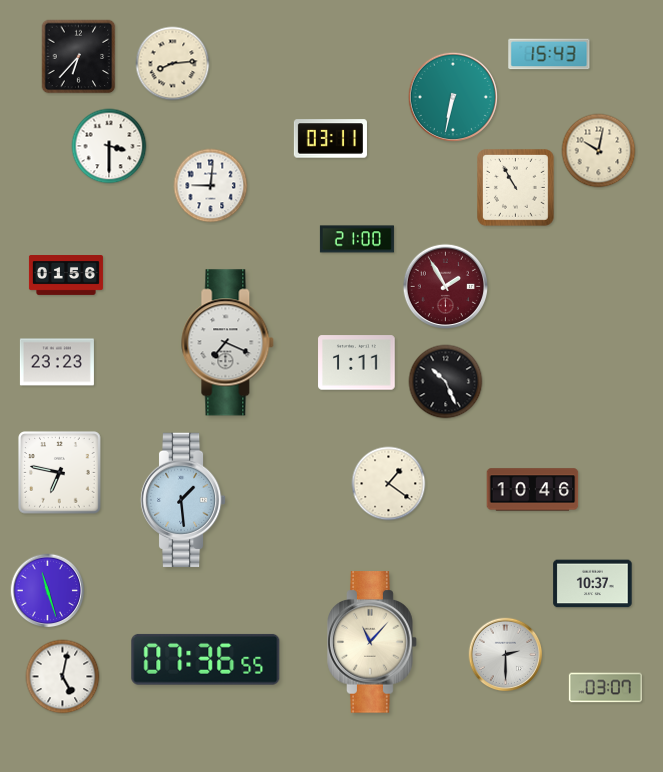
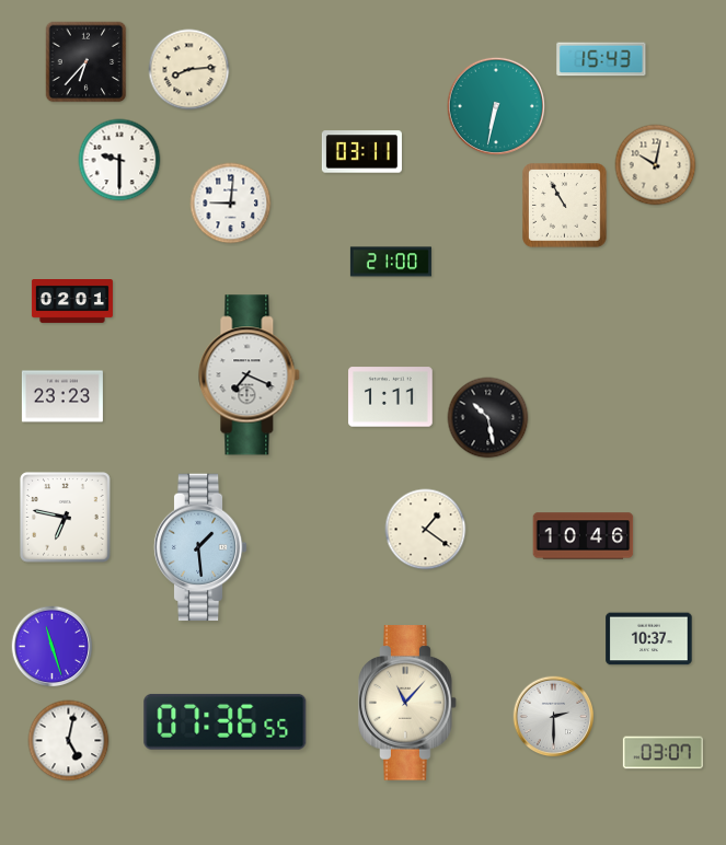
clock at (109, 146): 3:30 -> 9:30
clock at (66, 276): 01:56 -> 02:01
clock at (445, 286): 1:55 -> none
clock at (446, 382): 10:26 -> 10:28
